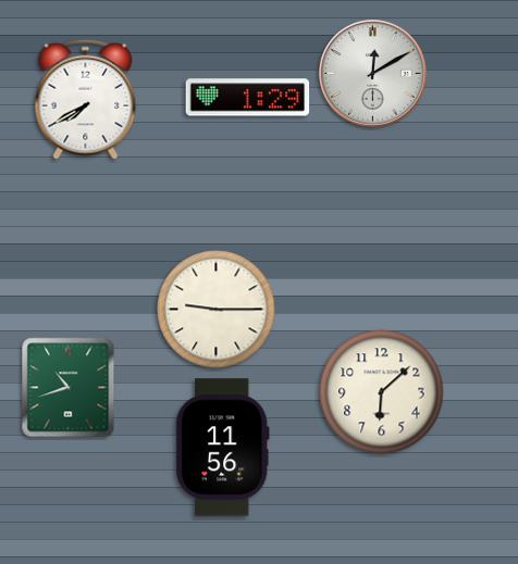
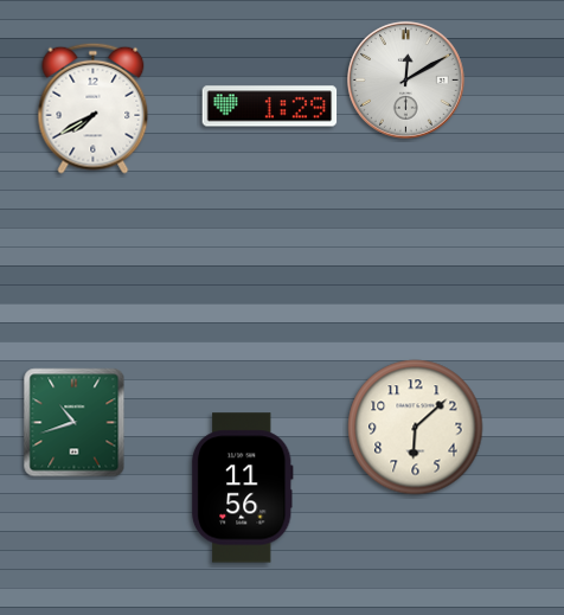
clock at (217, 310): 9:15 -> none
